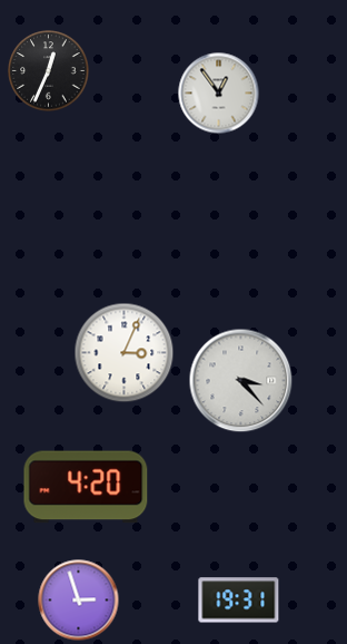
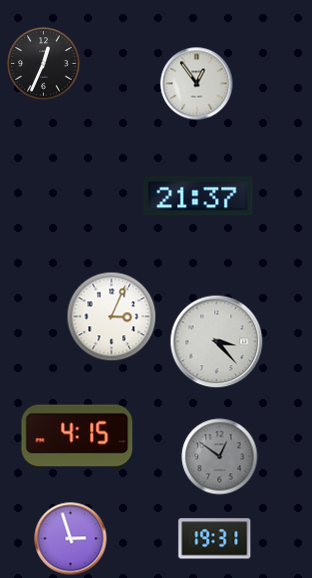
clock at (198, 196): none -> 21:37
clock at (86, 487): 4:20 -> 4:15
clock at (220, 457): none -> 12:51
